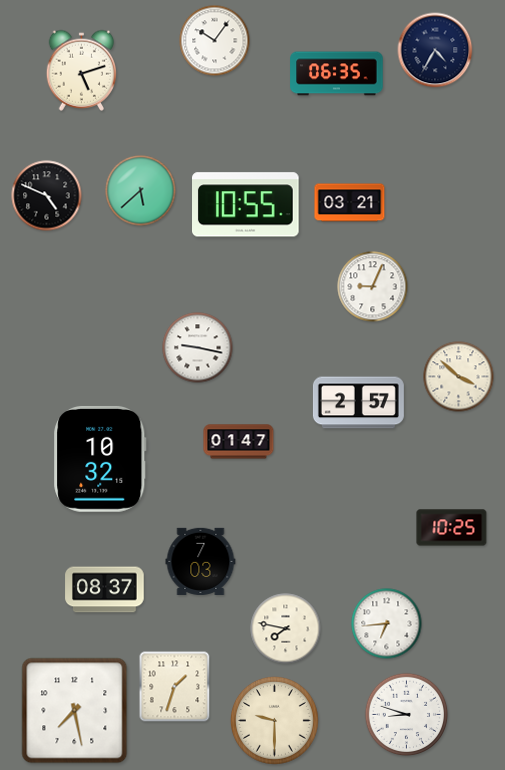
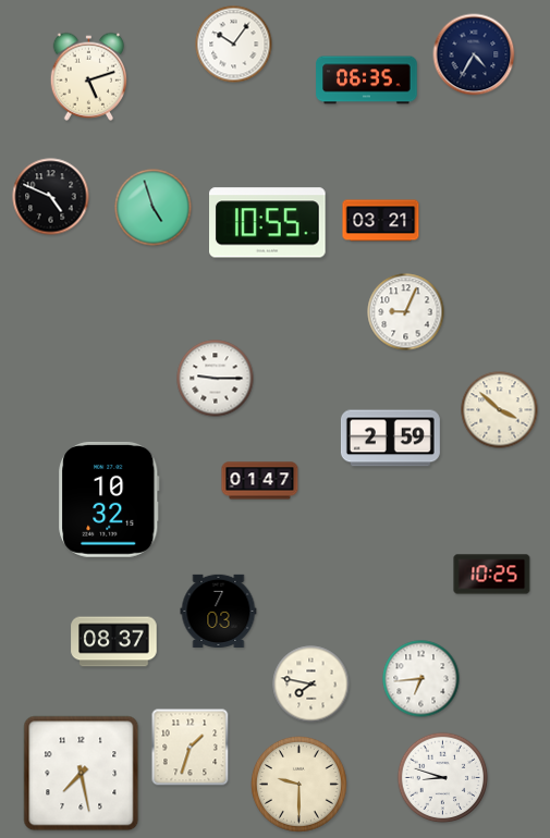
clock at (141, 191): 5:38 -> 4:57
clock at (47, 196) position: (47, 196) -> (51, 197)
clock at (198, 348): 9:17 -> 9:15
clock at (358, 403): 2:57 -> 2:59
